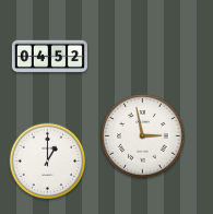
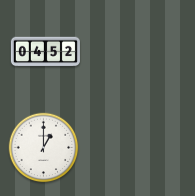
clock at (143, 136): 2:58 -> none
